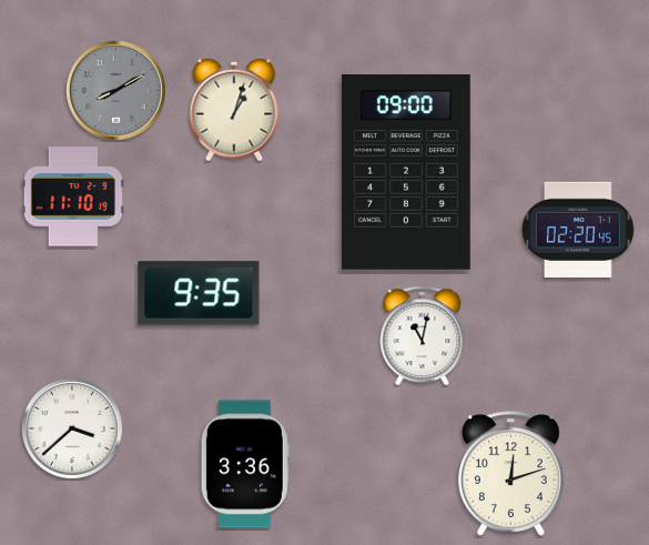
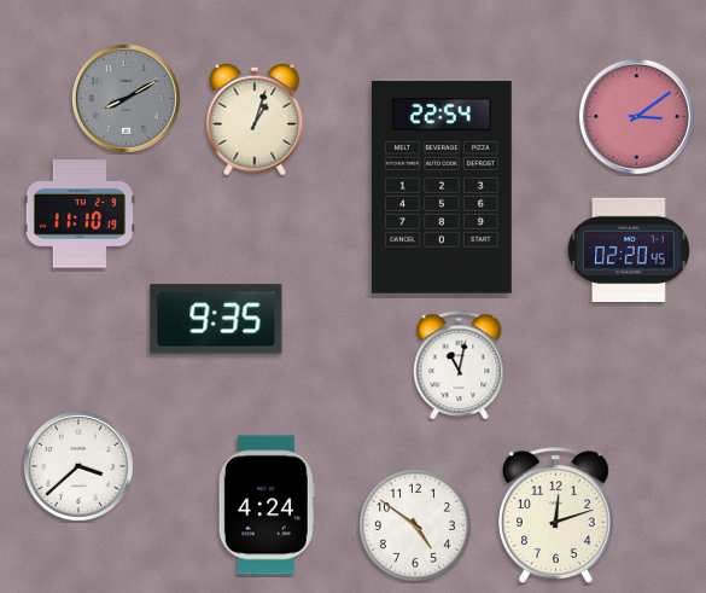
clock at (636, 116): none -> 3:09
clock at (406, 173): 09:00 -> 22:54
clock at (245, 464): 3:36 -> 4:24
clock at (415, 525): none -> 4:51
